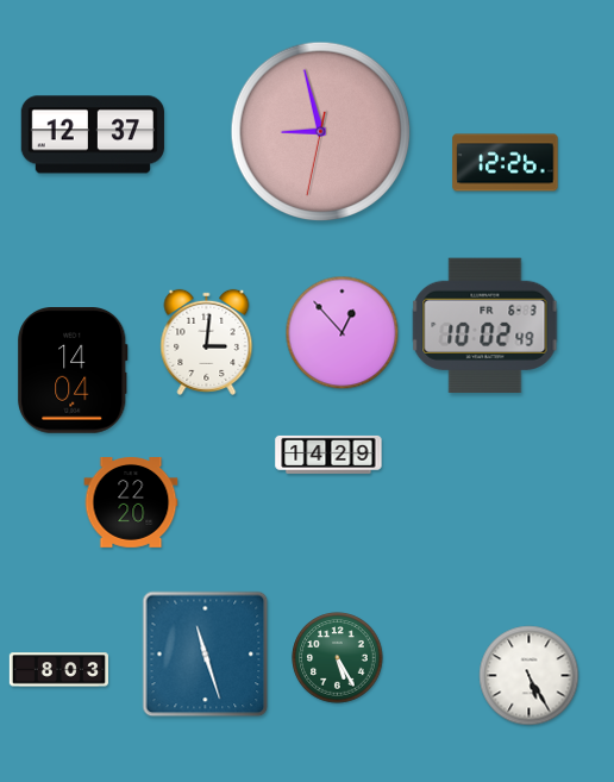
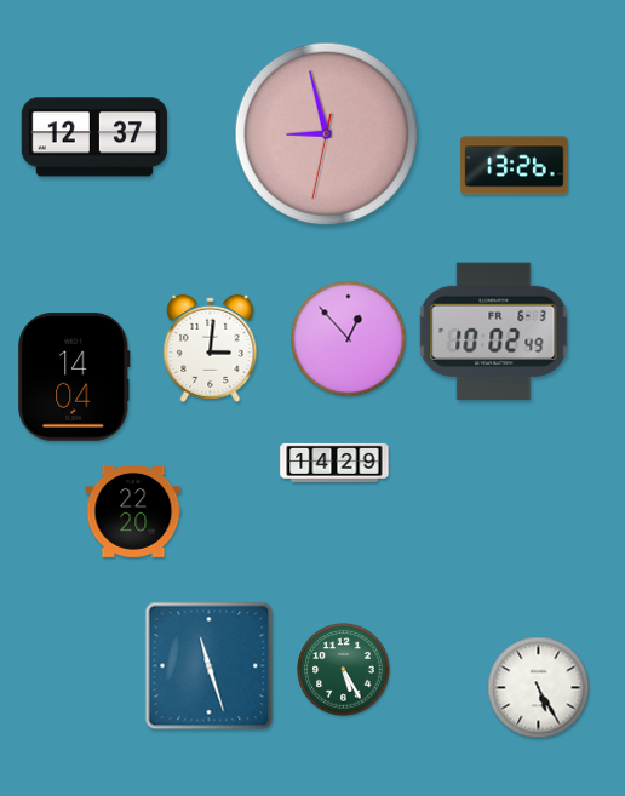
clock at (506, 163): 12:26 -> 13:26
clock at (58, 670): 8:03 -> none
